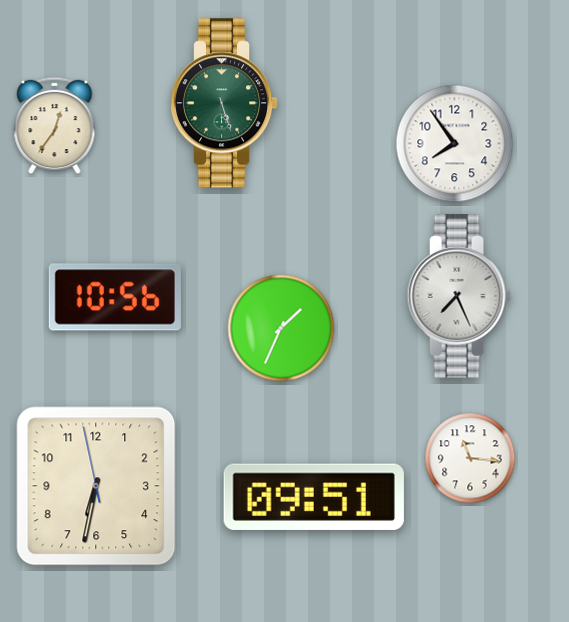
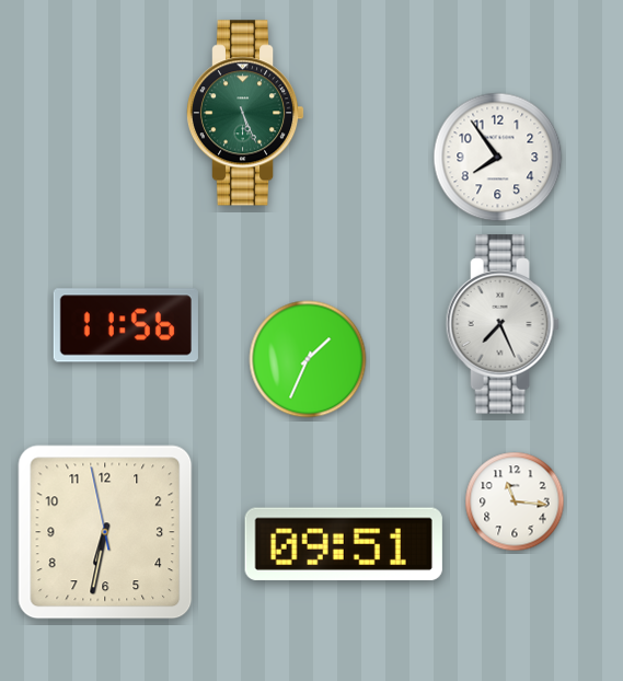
clock at (224, 103): 5:27 -> 5:26
clock at (55, 126): 12:36 -> none
clock at (115, 297): 10:56 -> 11:56
